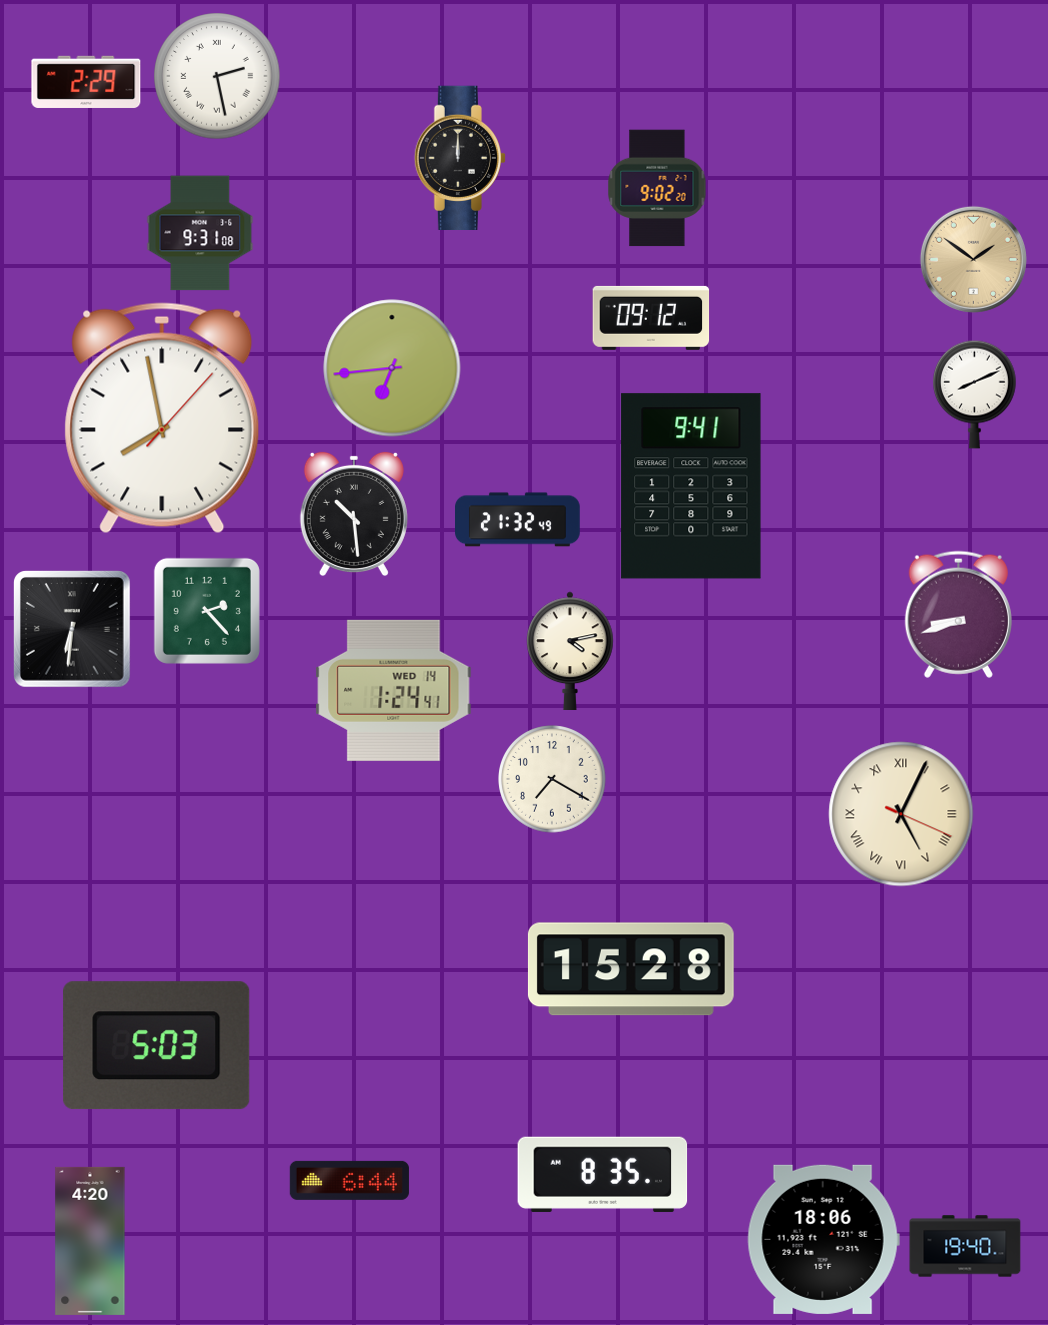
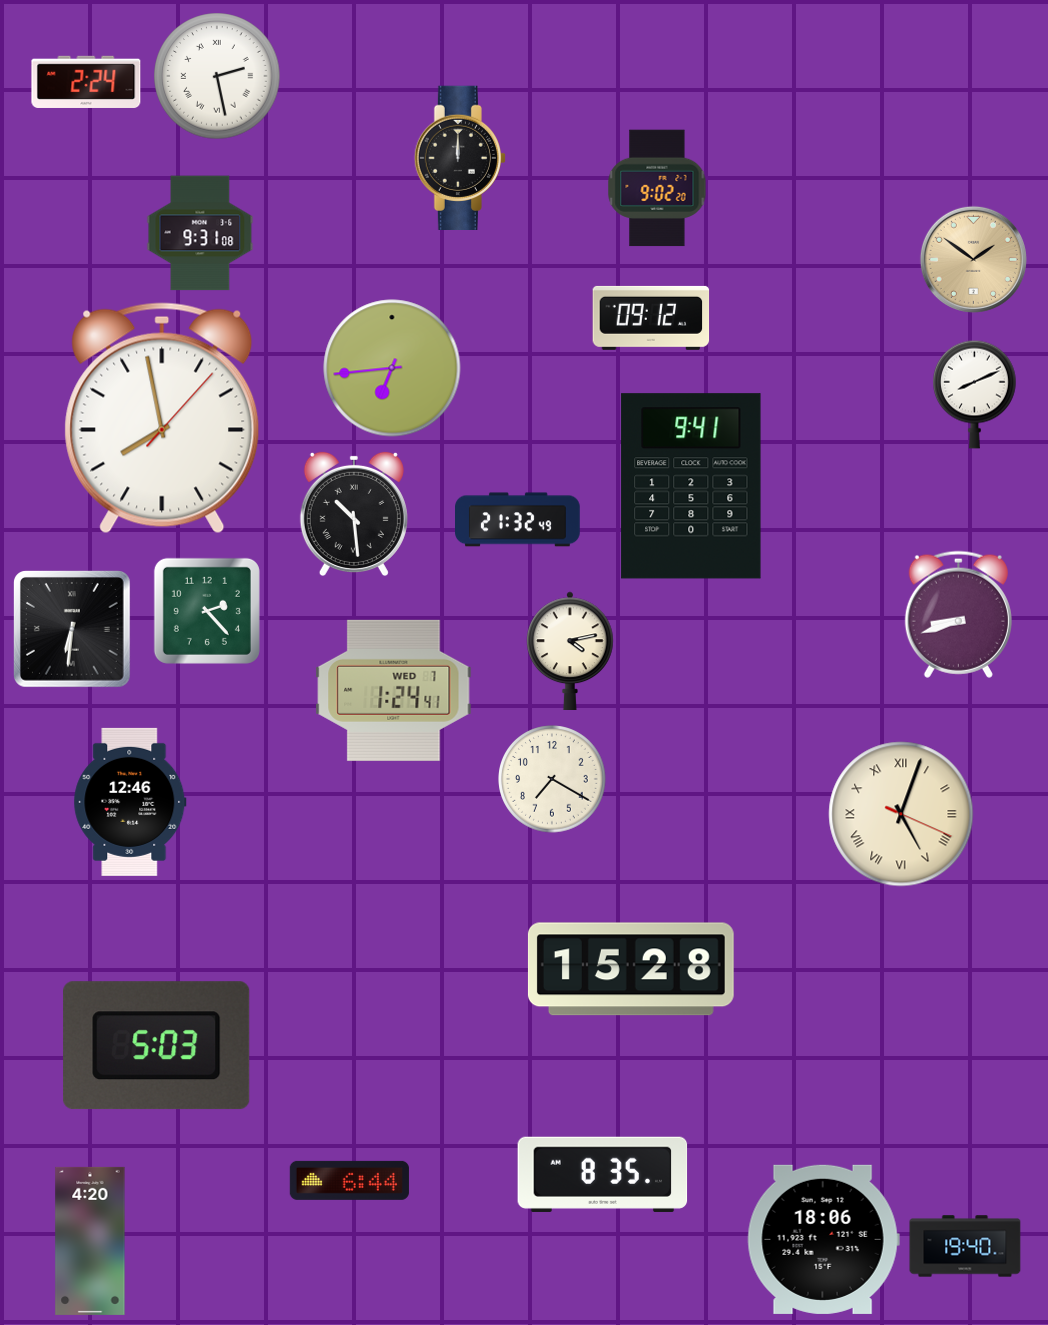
clock at (86, 82): 2:29 -> 2:24
clock at (394, 690) date: WED 14 -> WED 7
clock at (130, 802): none -> 12:46
clock at (901, 814): 5:04 -> 5:03
